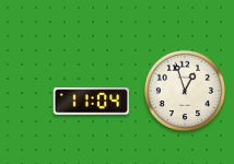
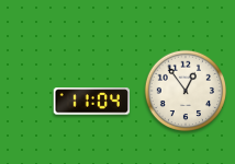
clock at (184, 90): 12:57 -> 12:54
